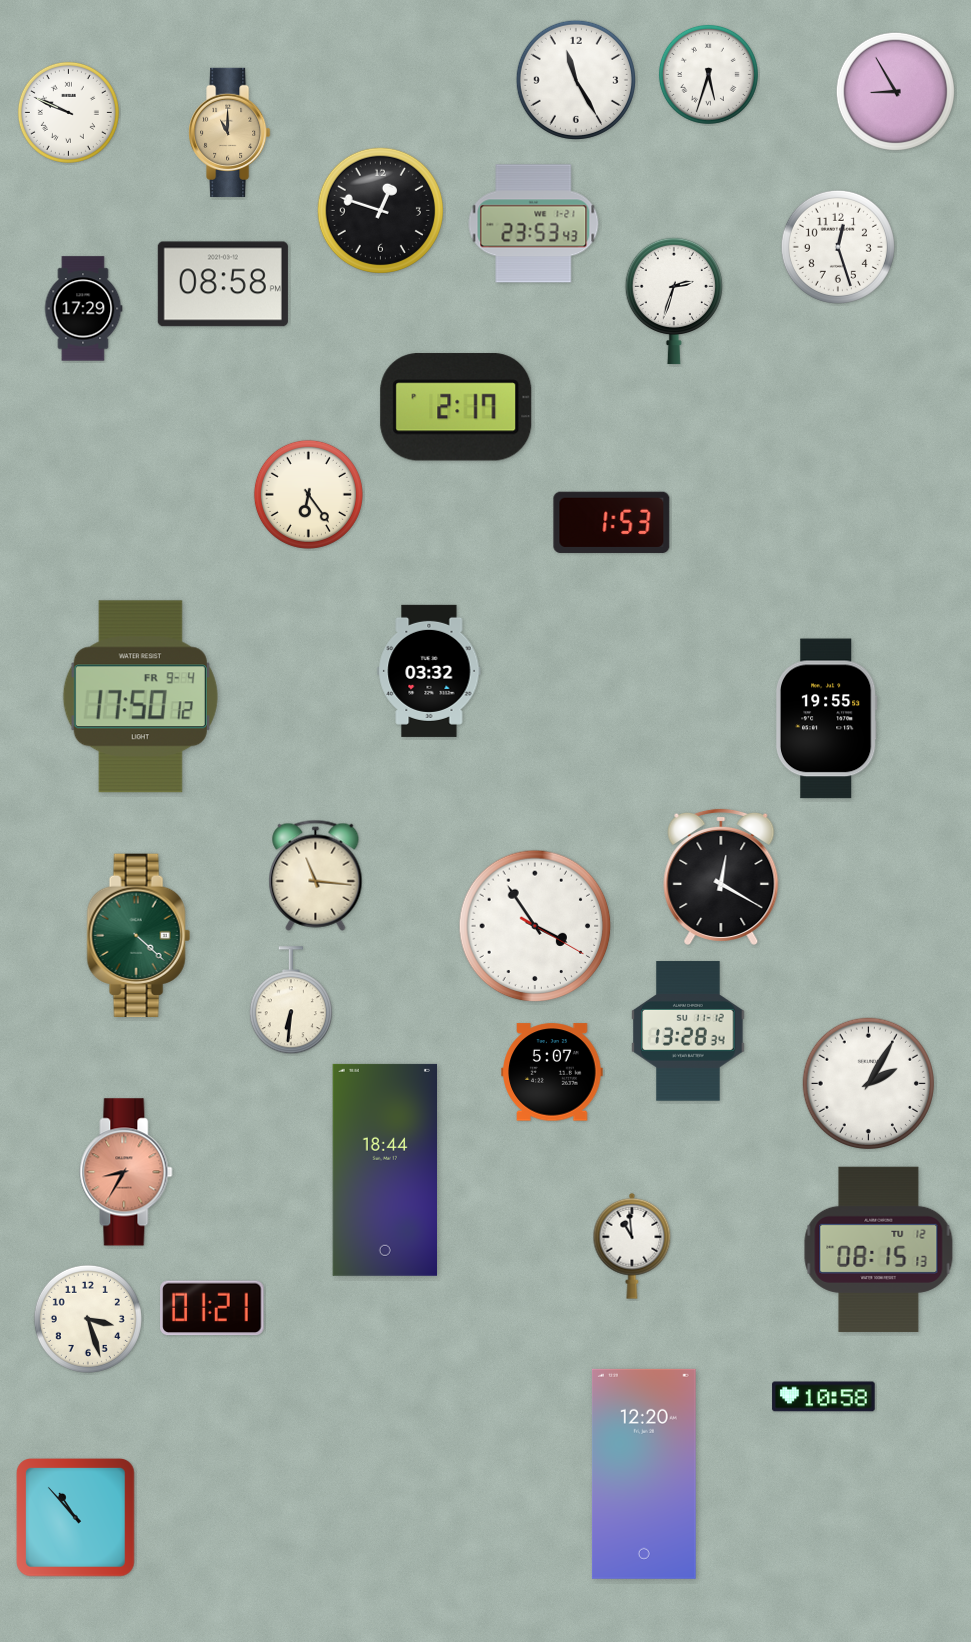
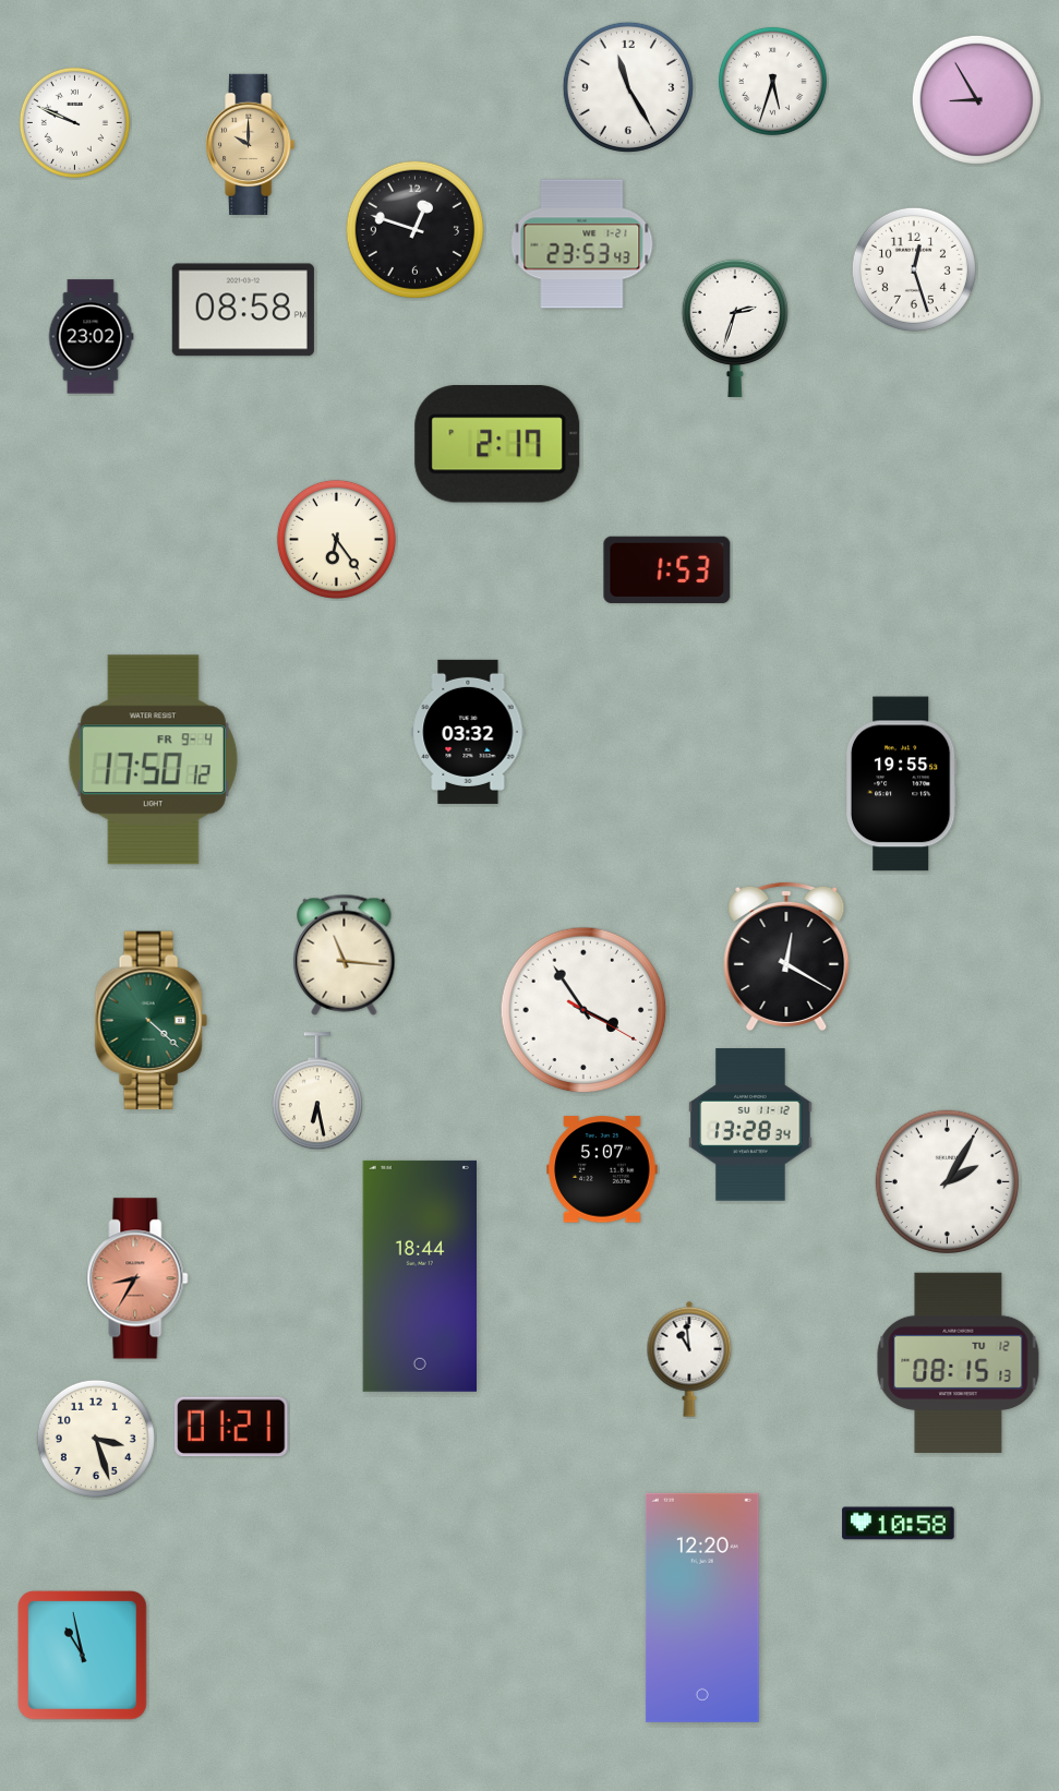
clock at (230, 132): 11:00 -> 10:00
clock at (83, 309): 17:29 -> 23:02
clock at (291, 1001): 6:31 -> 6:28
clock at (76, 1518): 10:53 -> 10:58
